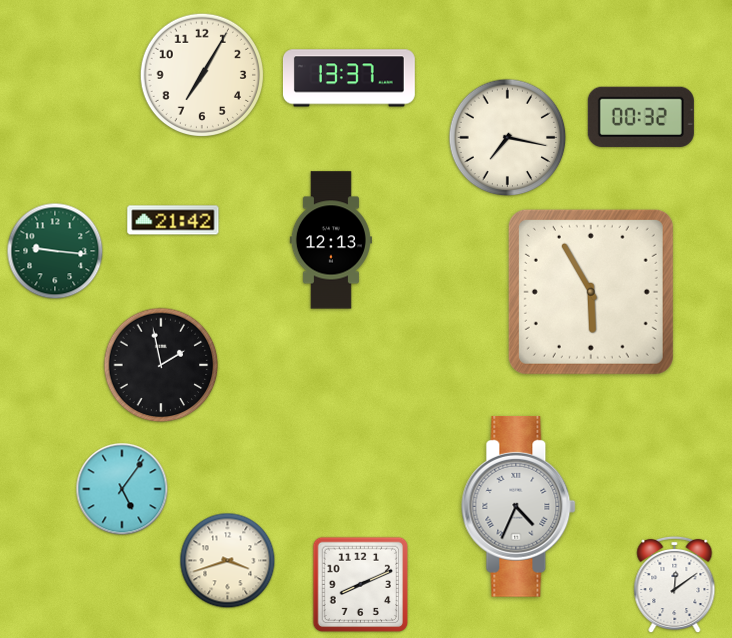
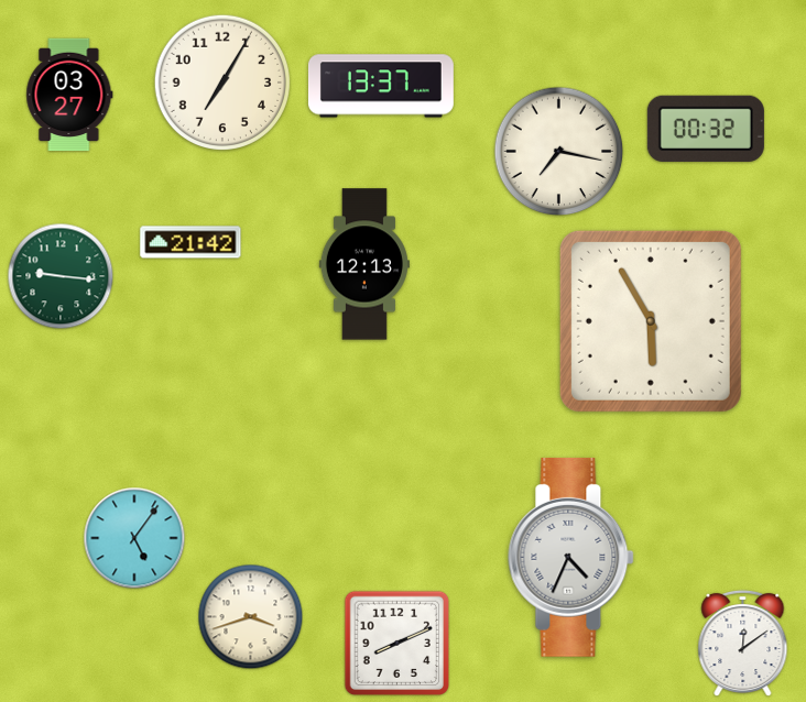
clock at (349, 78) position: (349, 78) -> (381, 86)
clock at (69, 95): none -> 03:27
clock at (161, 365): 1:58 -> none
